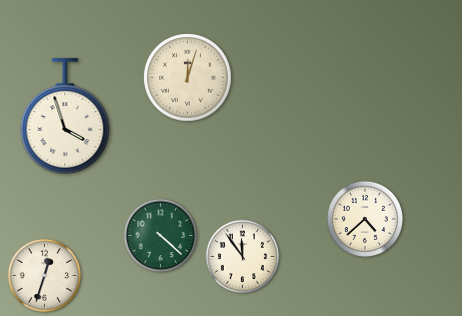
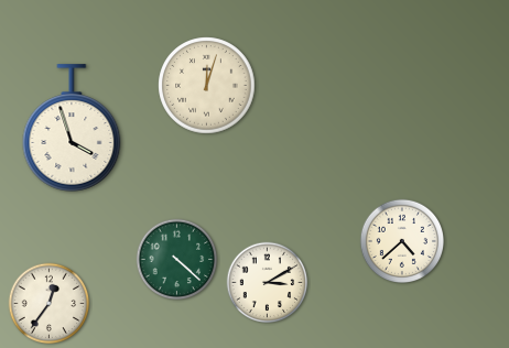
clock at (243, 257): 11:54 -> 3:10
clock at (45, 276): 12:33 -> 12:36
